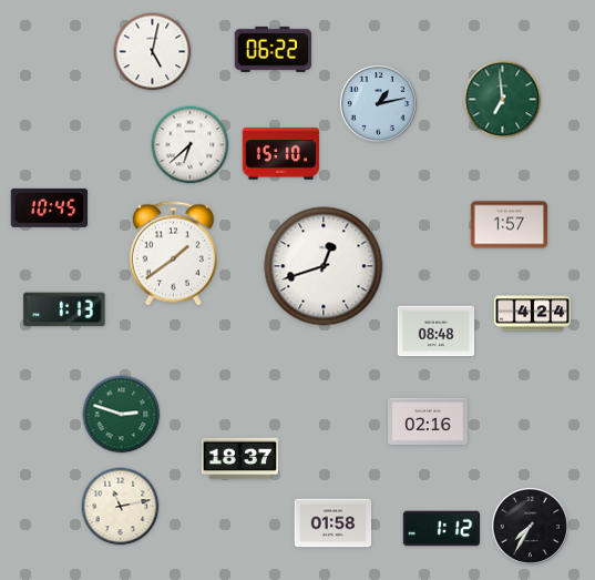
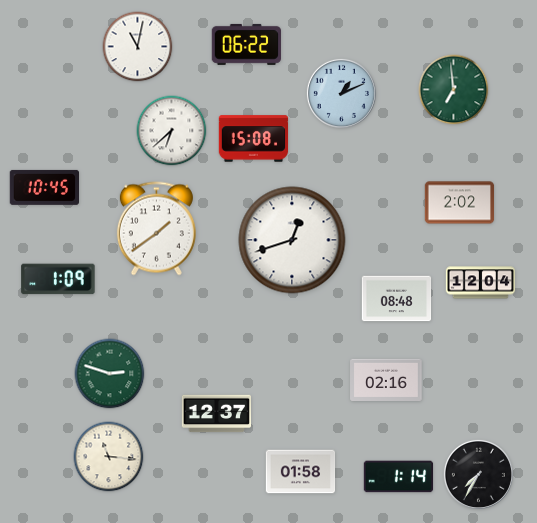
clock at (153, 52): 5:02 -> 11:02
clock at (378, 103): 1:13 -> 1:11
clock at (281, 154): 15:10 -> 15:08
clock at (510, 225): 1:57 -> 2:02
clock at (64, 309): 1:13 -> 1:09
clock at (533, 314): 4:24 -> 12:04
clock at (437, 332) position: (437, 332) -> (397, 299)
clock at (240, 459): 18:37 -> 12:37
clock at (121, 507): 11:13 -> 11:16
clock at (442, 529): 1:12 -> 1:14
